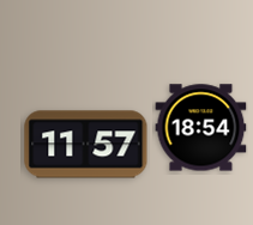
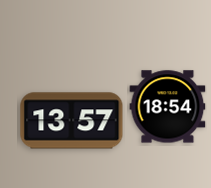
clock at (86, 145): 11:57 -> 13:57
